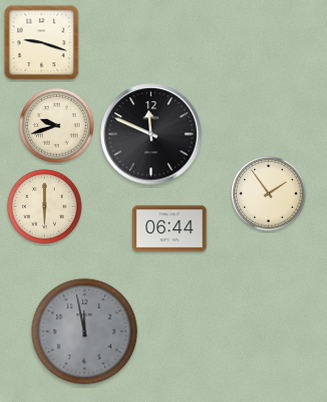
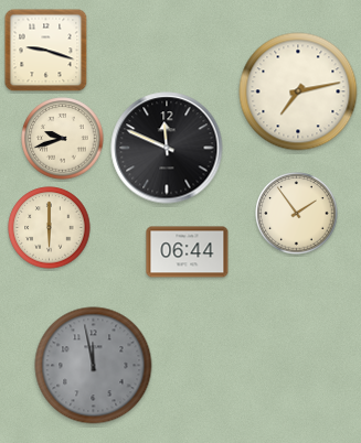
clock at (42, 43) position: (42, 43) -> (46, 51)
clock at (298, 91): none -> 7:13
